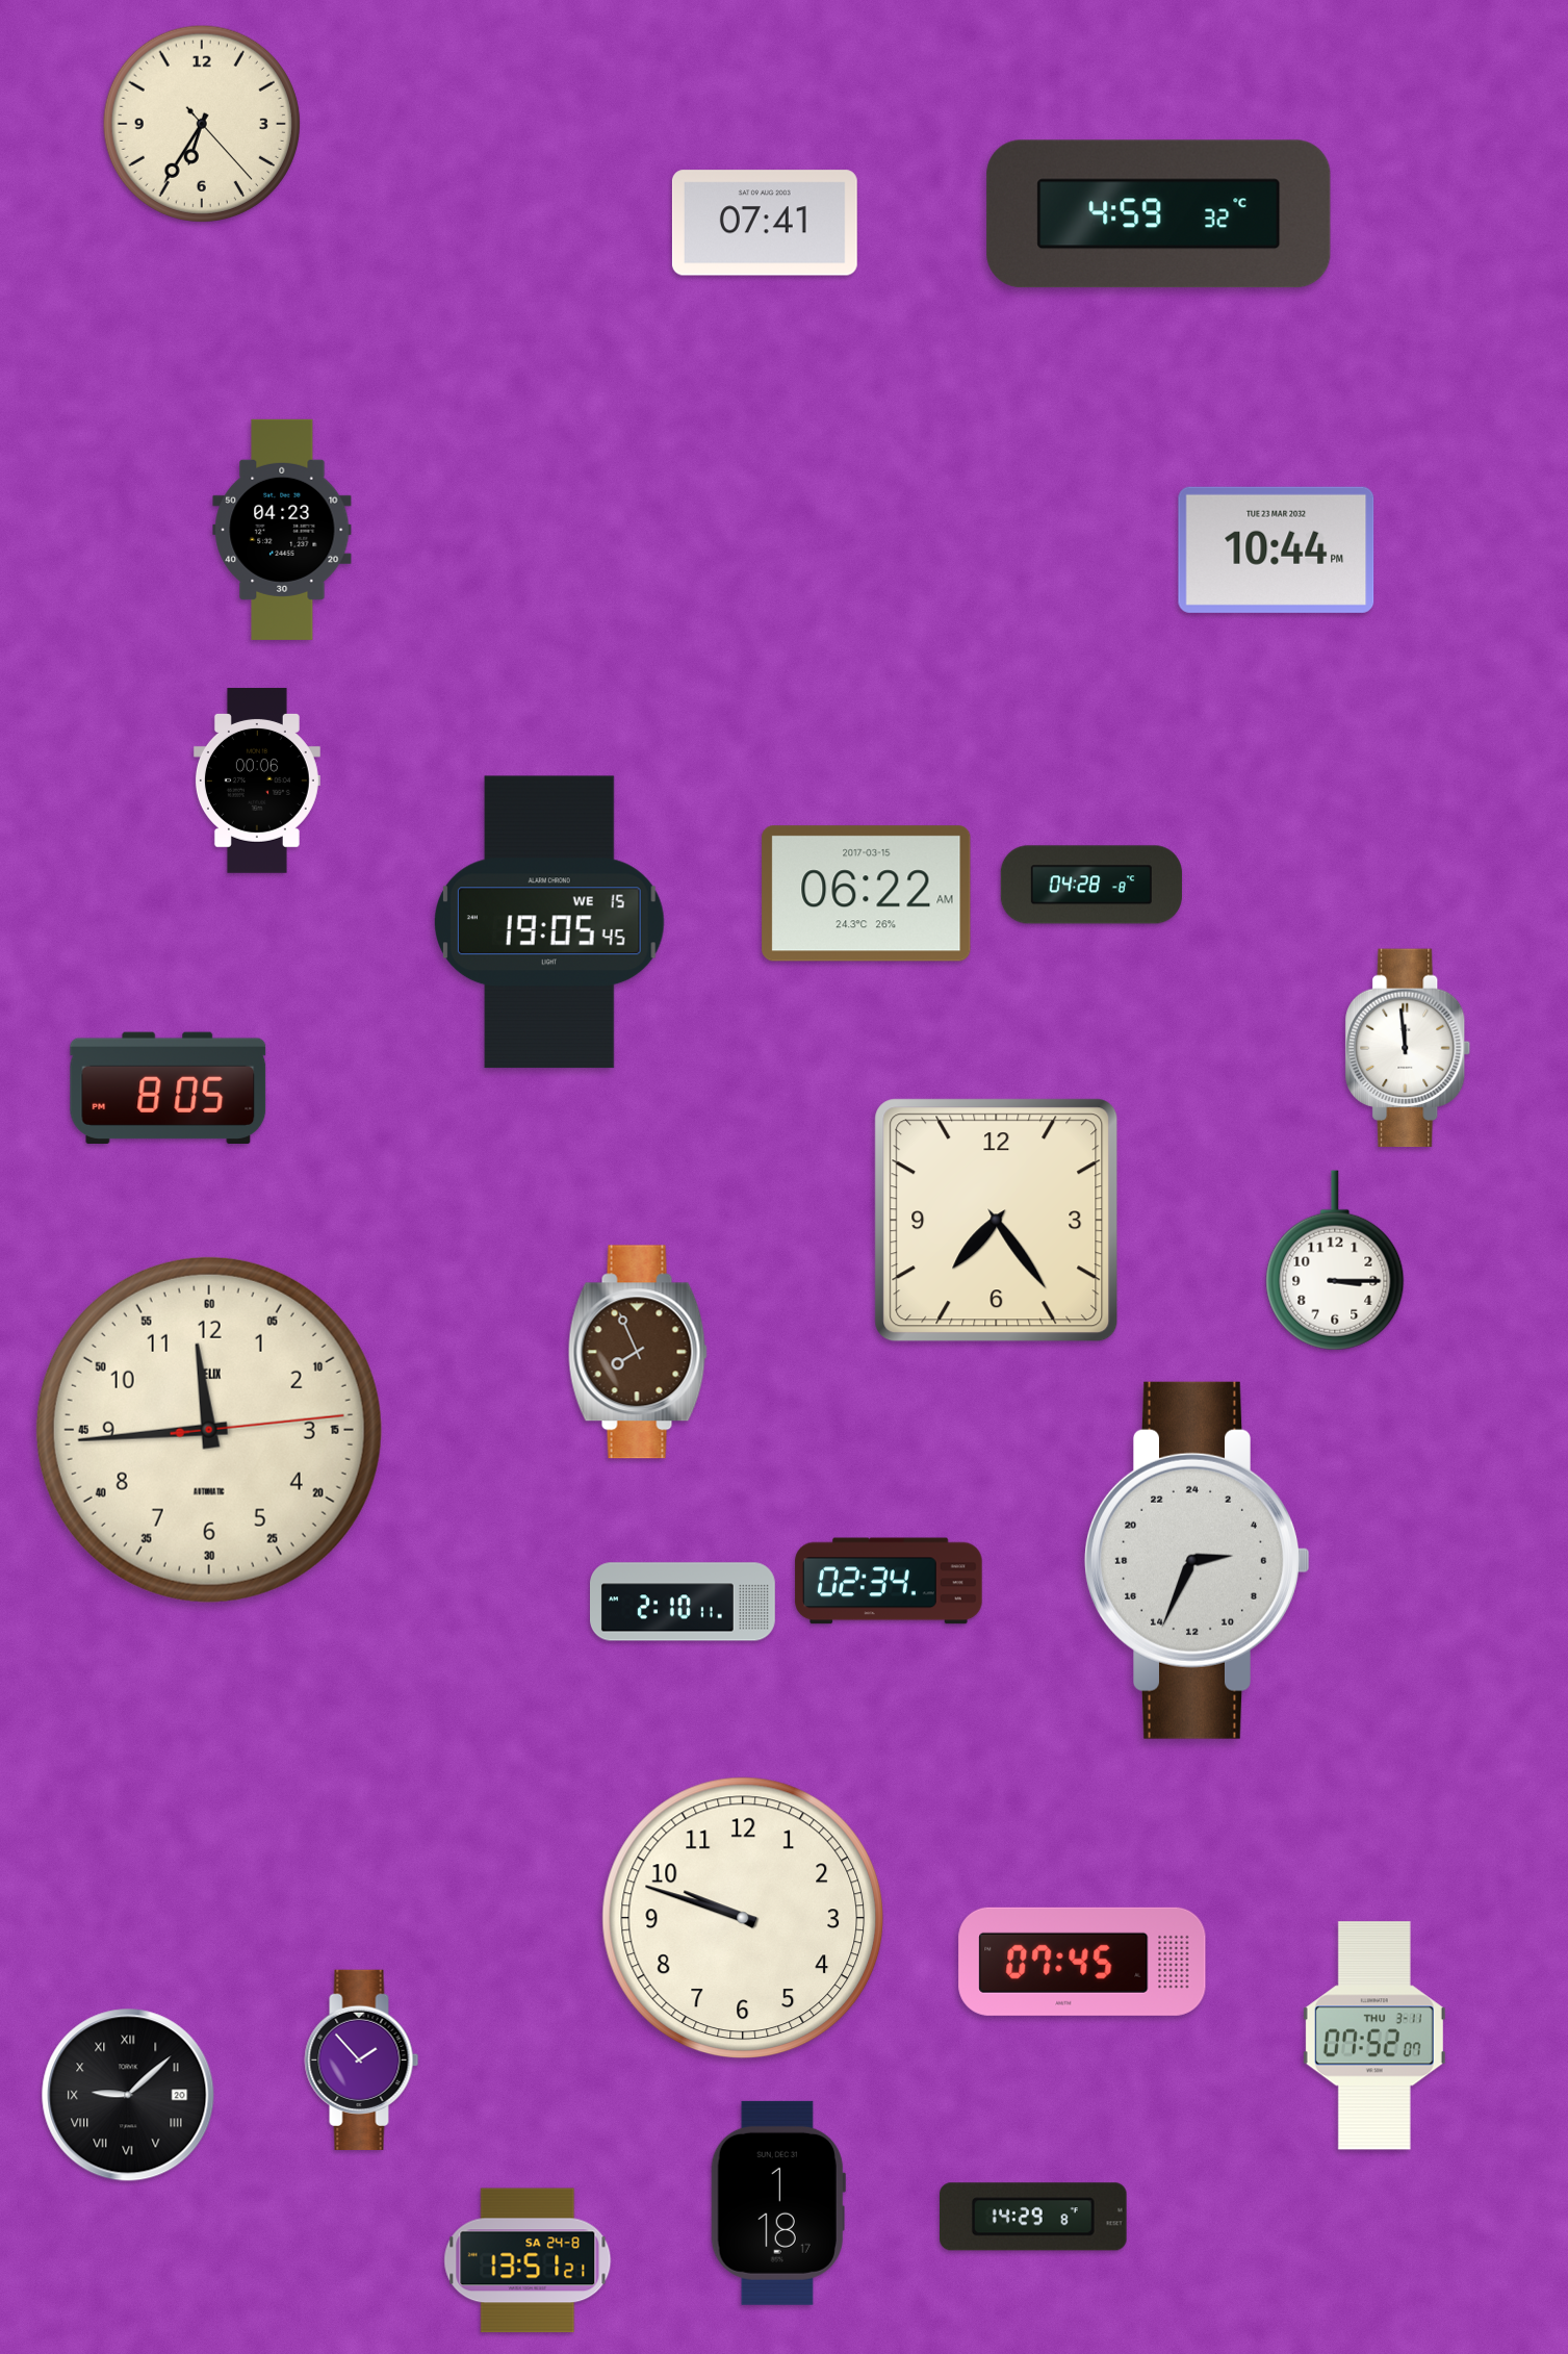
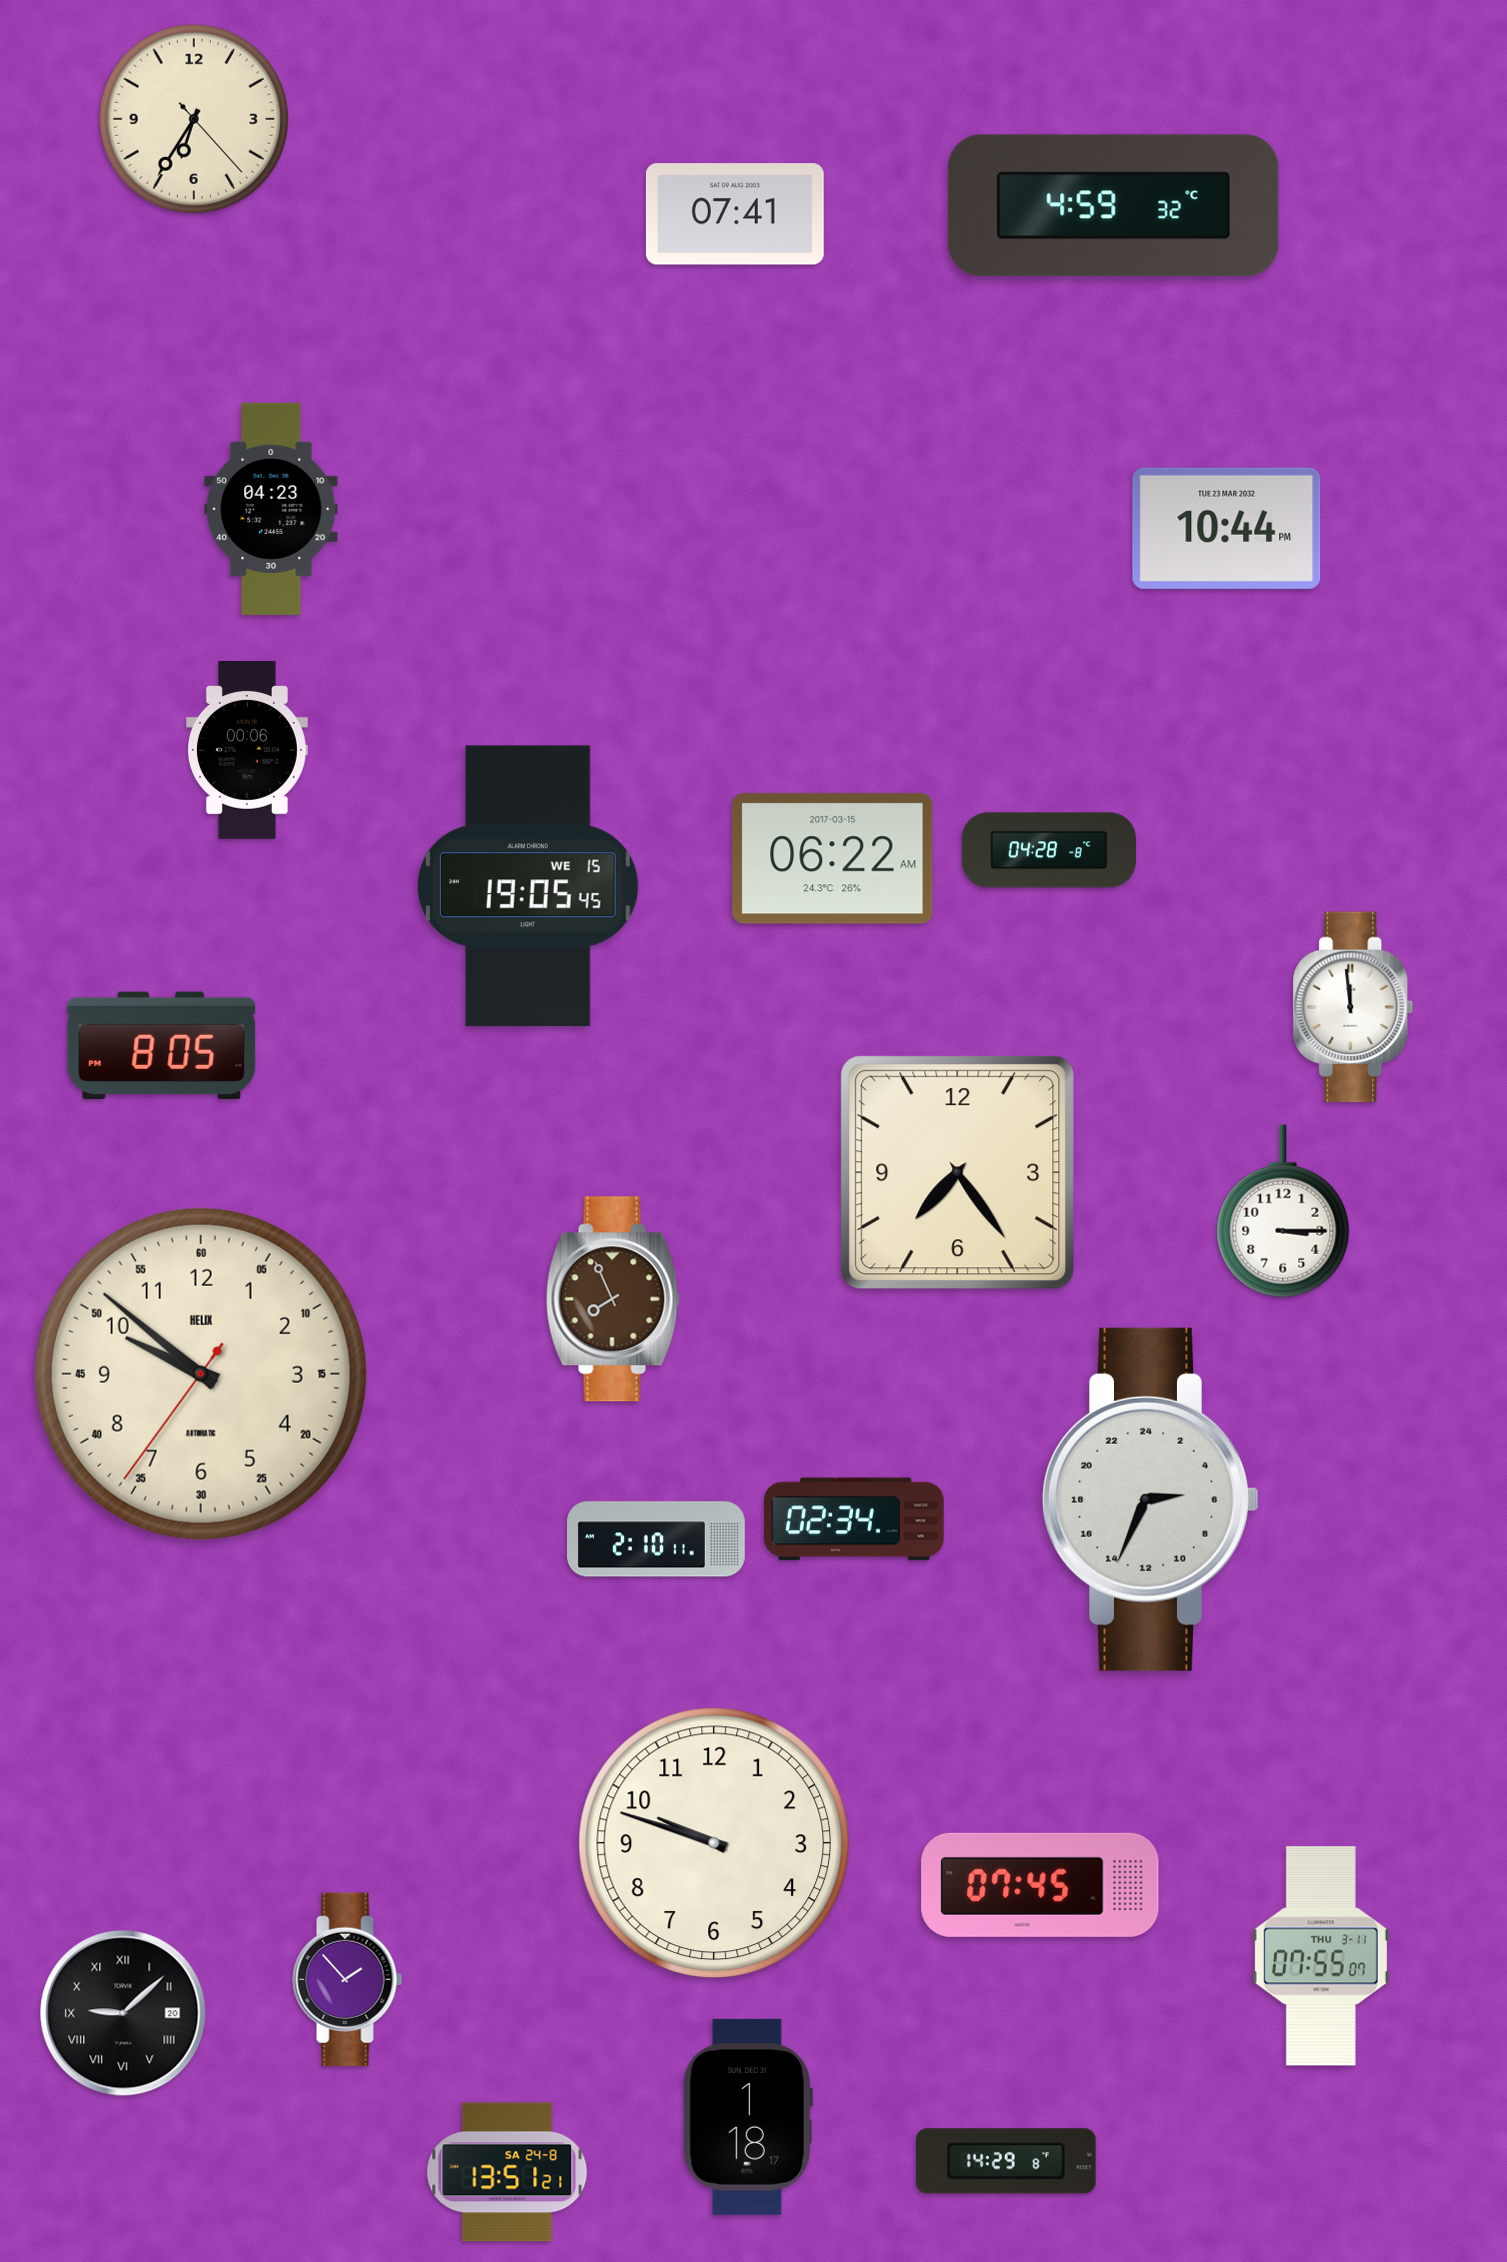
clock at (209, 1430): 11:44 -> 9:51
clock at (1374, 2036): 07:52 -> 07:55
clock at (1034, 2217) position: (1034, 2217) -> (1007, 2161)
